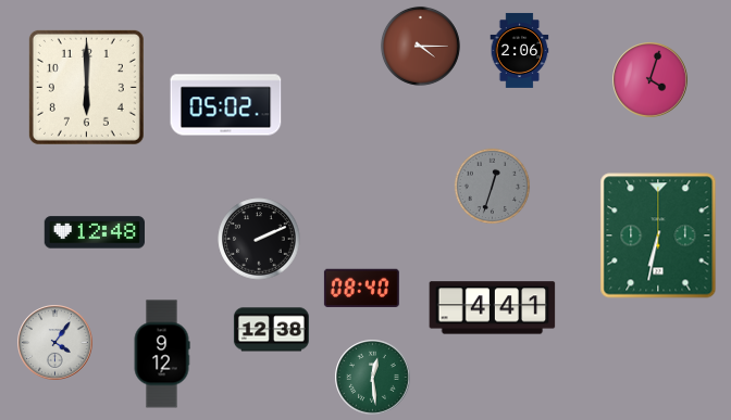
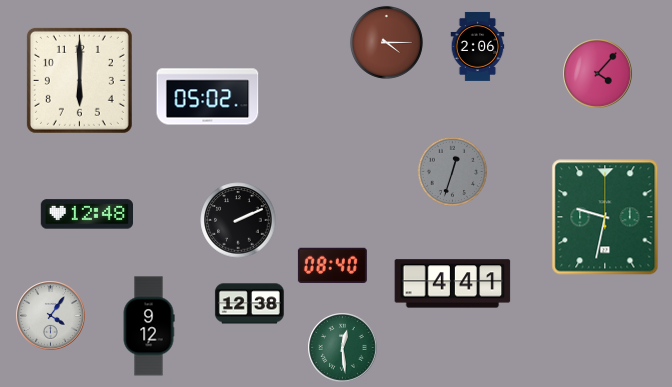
clock at (651, 80): 4:03 -> 4:07
clock at (658, 236): 6:32 -> 9:32
